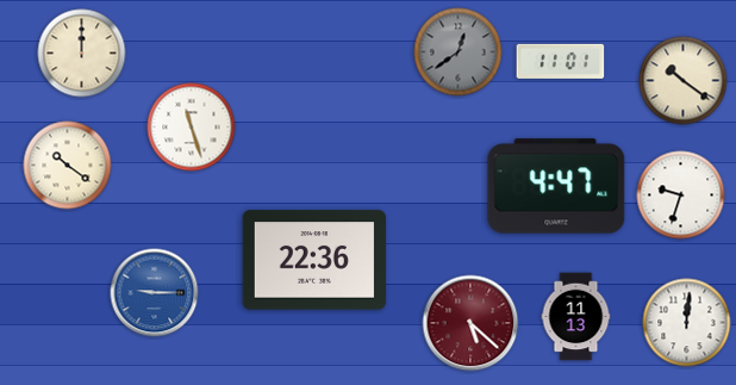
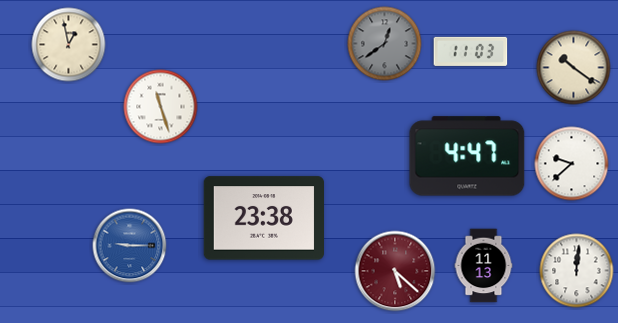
clock at (82, 54): 12:00 -> 12:58
clock at (561, 61): 11:01 -> 11:03
clock at (68, 166): 10:21 -> none
clock at (681, 195): 9:33 -> 9:38
clock at (313, 260): 22:36 -> 23:38
